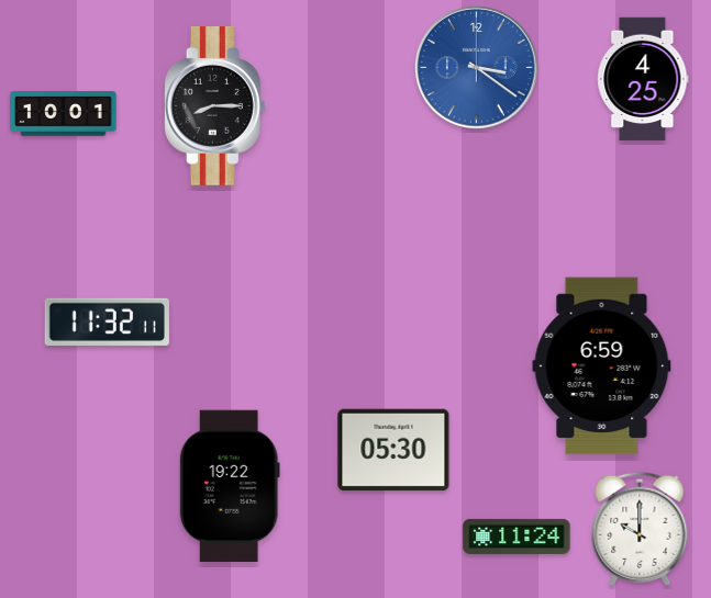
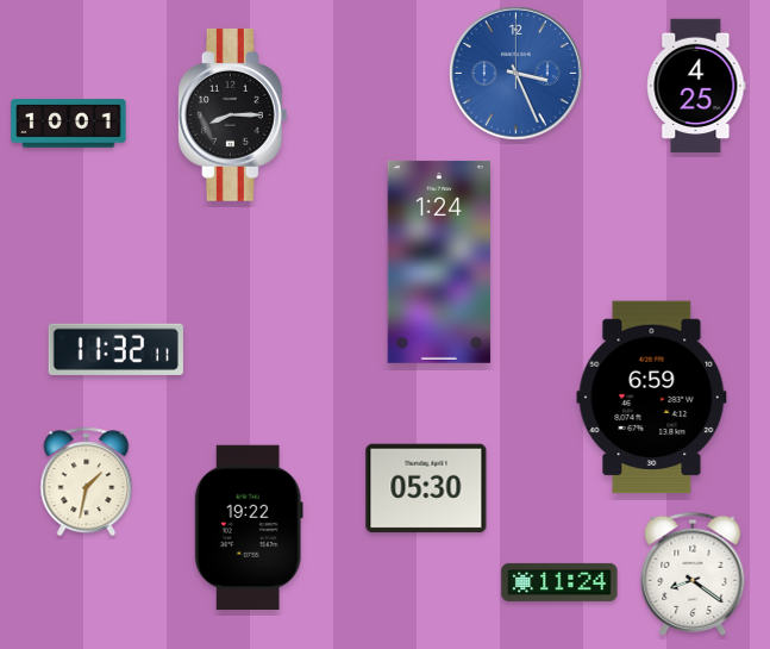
clock at (476, 67): 3:21 -> 3:26
clock at (439, 262): none -> 1:24
clock at (87, 482): none -> 1:32
clock at (640, 529): 10:00 -> 8:21
